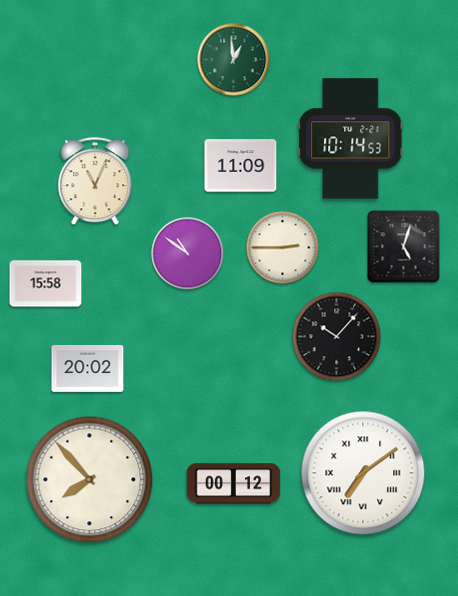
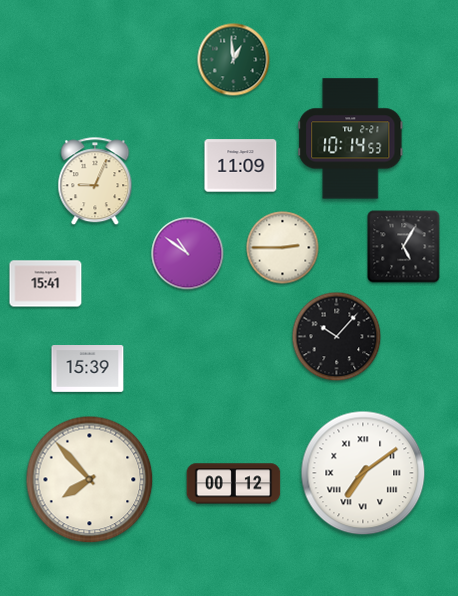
clock at (95, 182): 11:04 -> 9:04
clock at (404, 247): 5:03 -> 5:05
clock at (46, 284): 15:58 -> 15:41
clock at (88, 369): 20:02 -> 15:39
